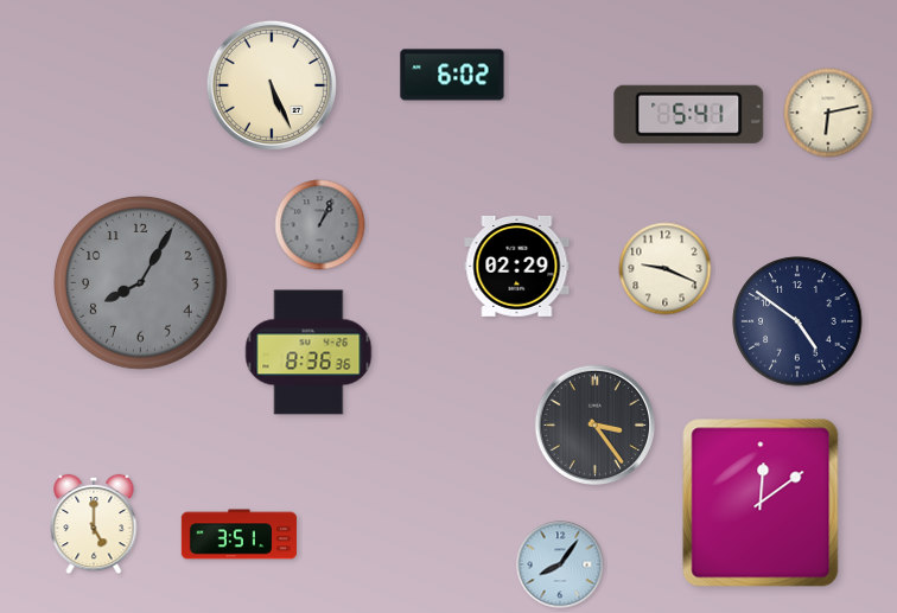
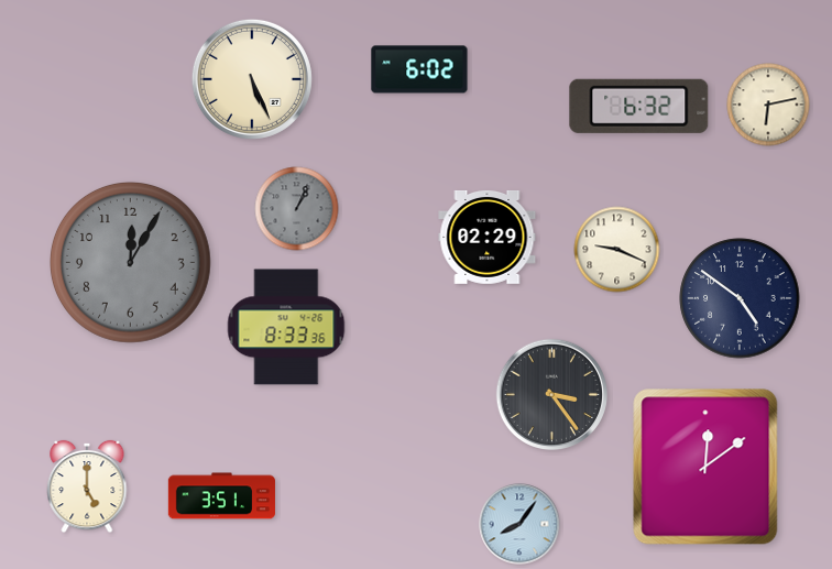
clock at (689, 114): 5:41 -> 6:32
clock at (517, 266) position: (517, 266) -> (488, 237)
clock at (140, 282): 8:05 -> 12:05
clock at (308, 352): 8:36 -> 8:33
